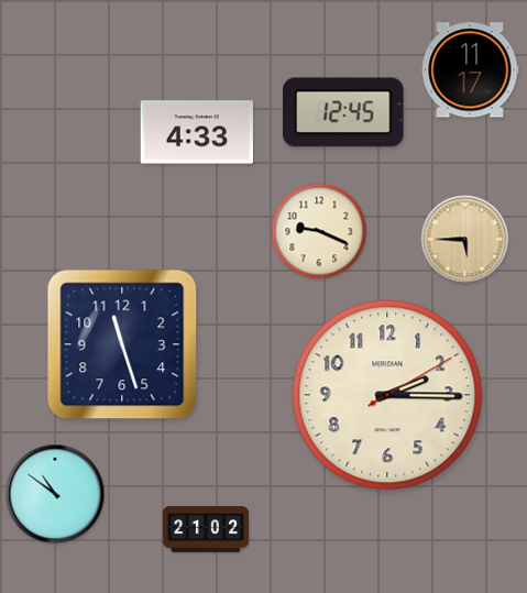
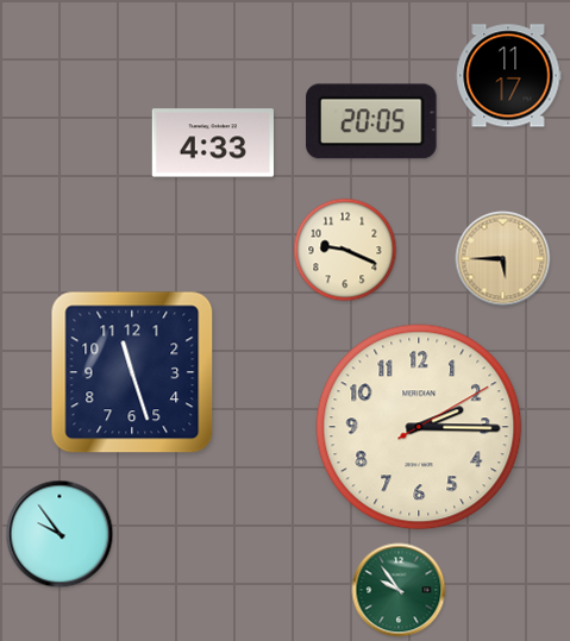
clock at (343, 112): 12:45 -> 20:05
clock at (55, 494): 10:51 -> 9:54
clock at (206, 530): 21:02 -> none
clock at (399, 590): none -> 9:54
